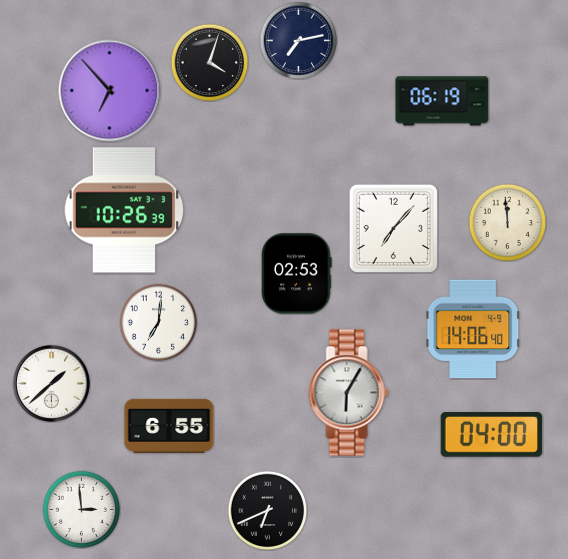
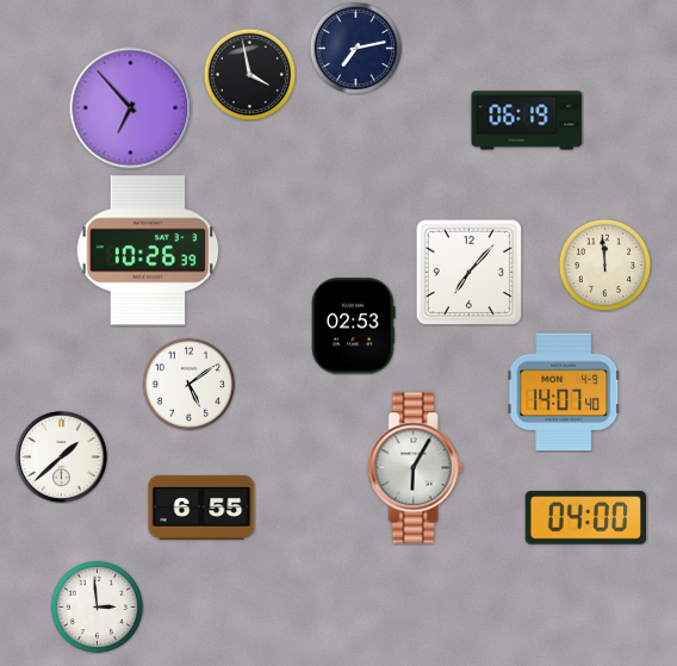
clock at (209, 62): 4:03 -> 3:58
clock at (158, 322): 7:01 -> 5:09
clock at (473, 329): 14:06 -> 14:07
clock at (267, 510): 6:41 -> none
